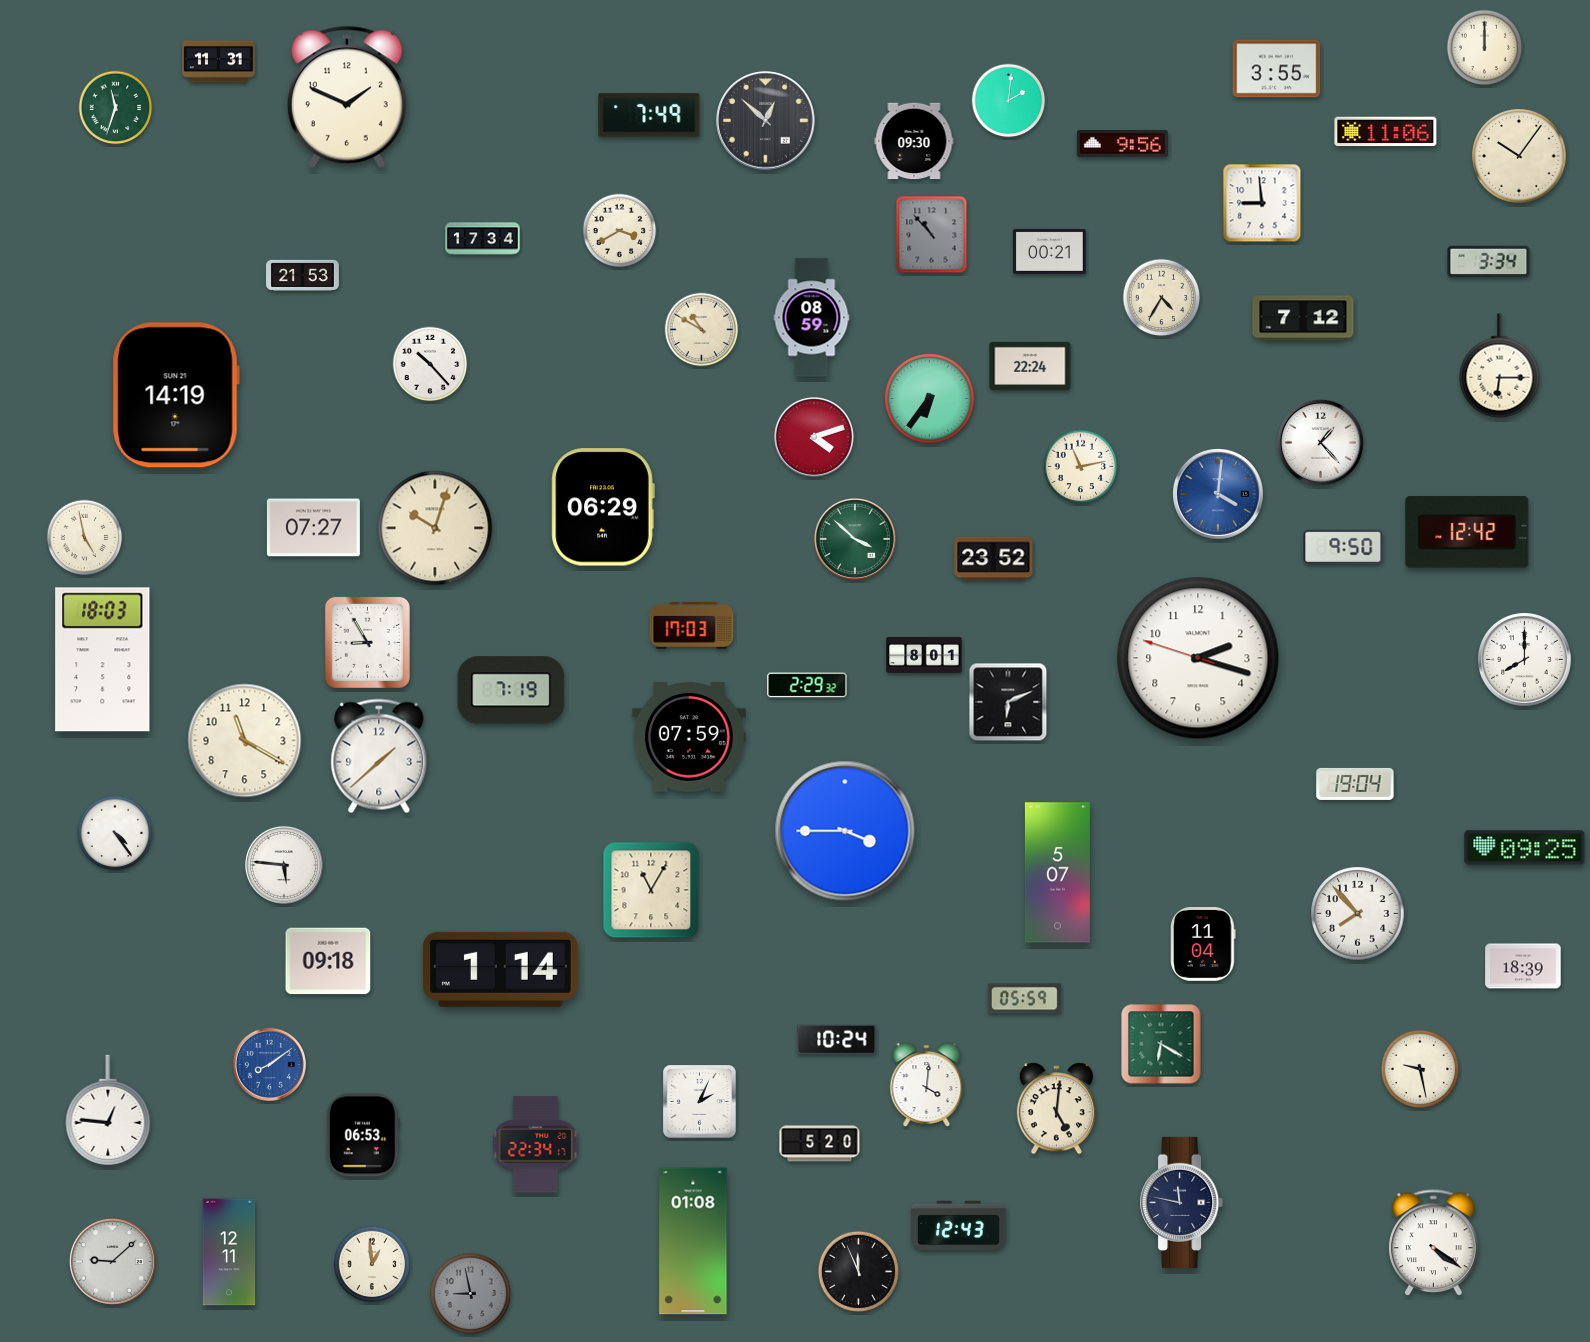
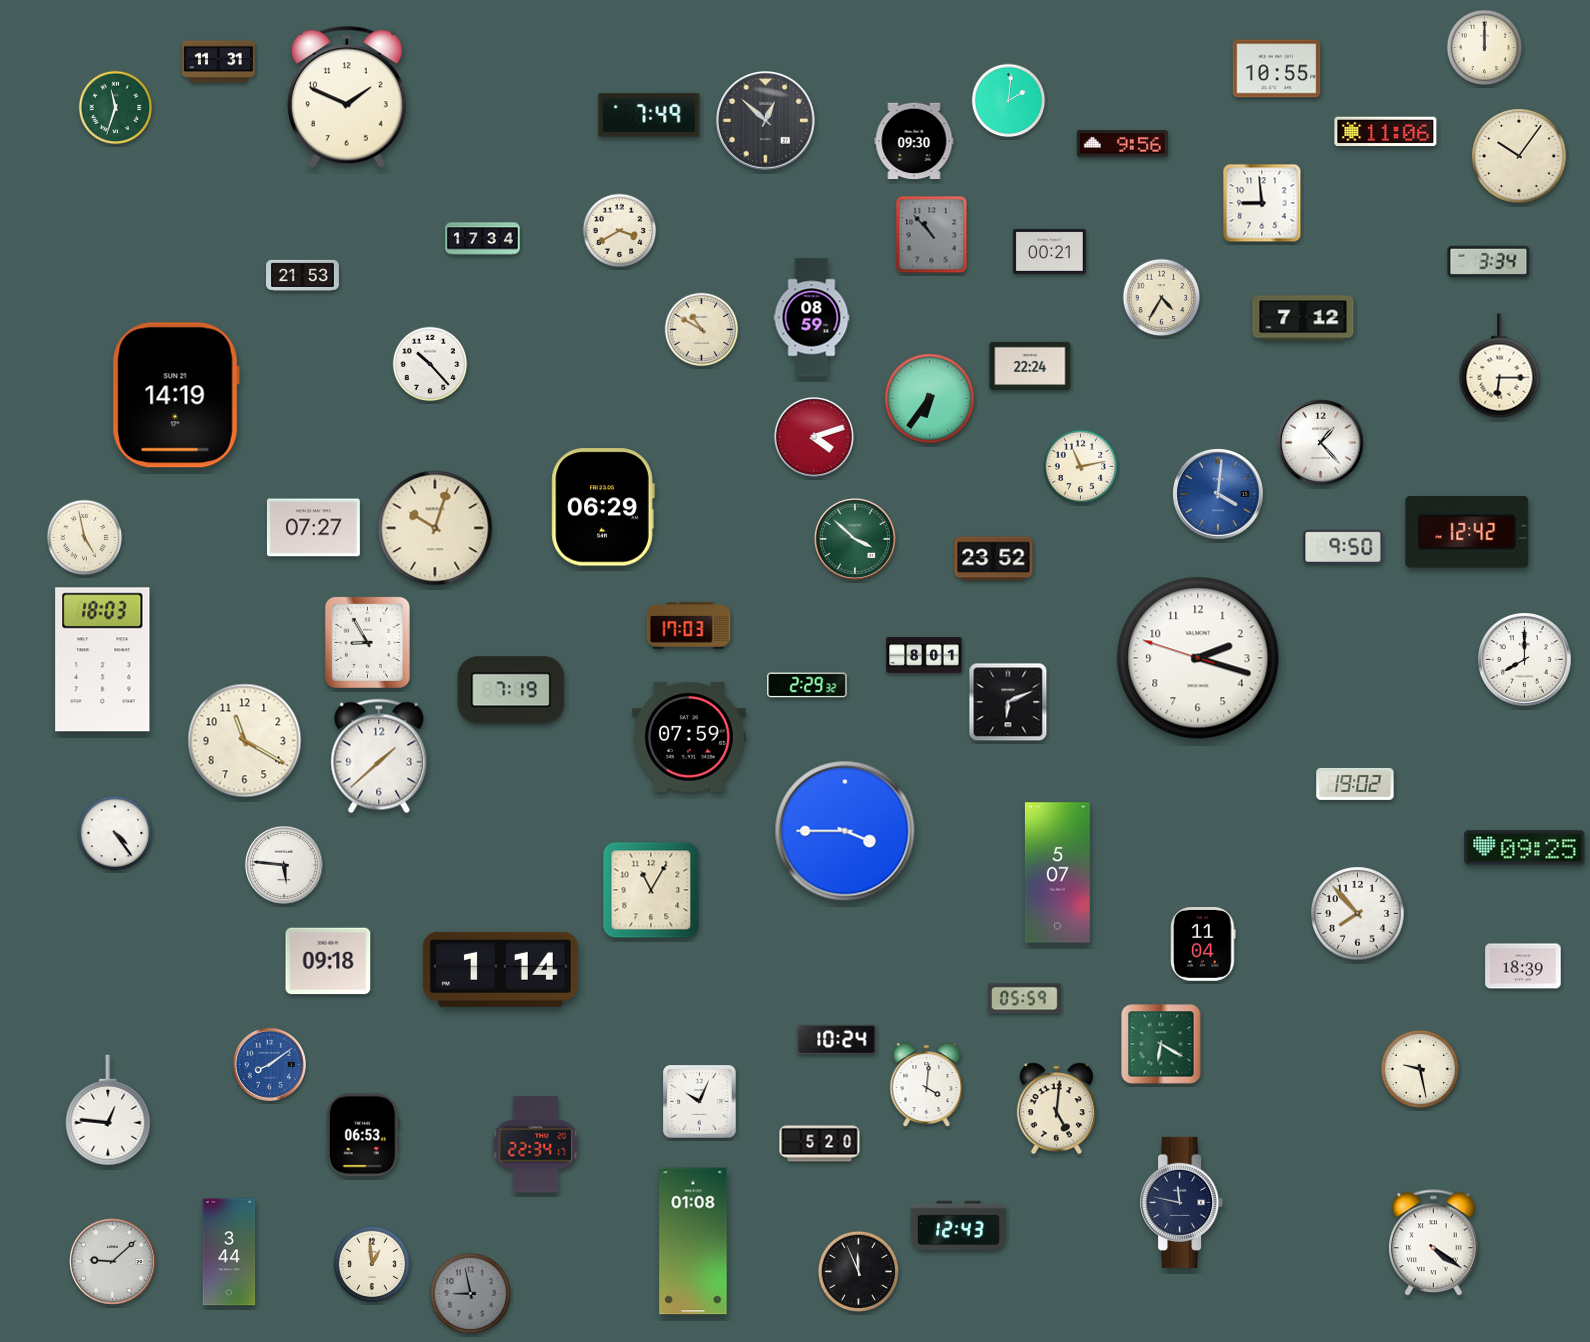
clock at (1277, 69): 3:55 -> 10:55
clock at (692, 626) position: (692, 626) -> (689, 626)
clock at (1355, 784): 19:04 -> 19:02
clock at (700, 1102): 2:04 -> 10:04
clock at (229, 1252): 12:11 -> 3:44
